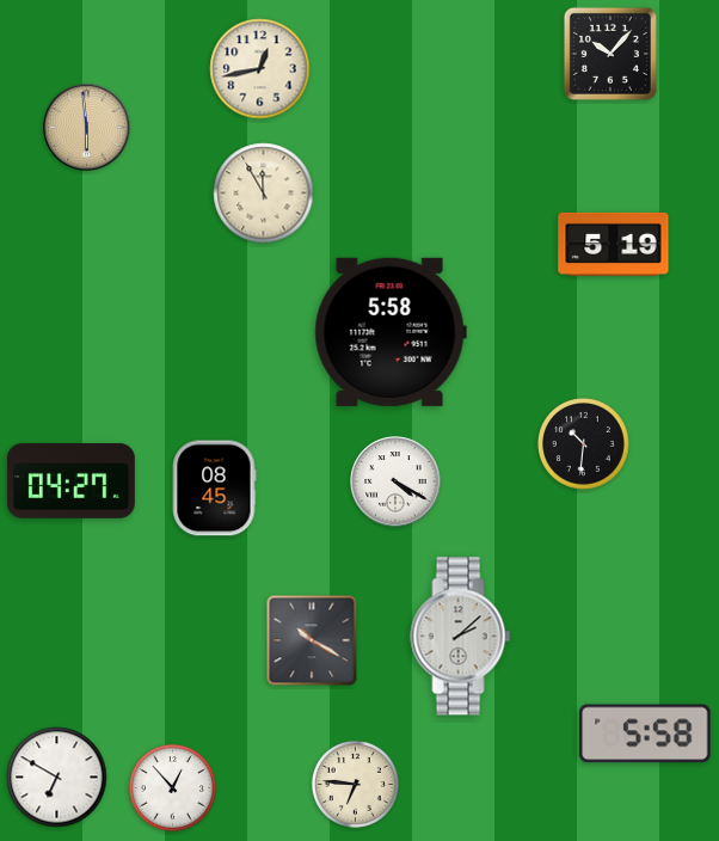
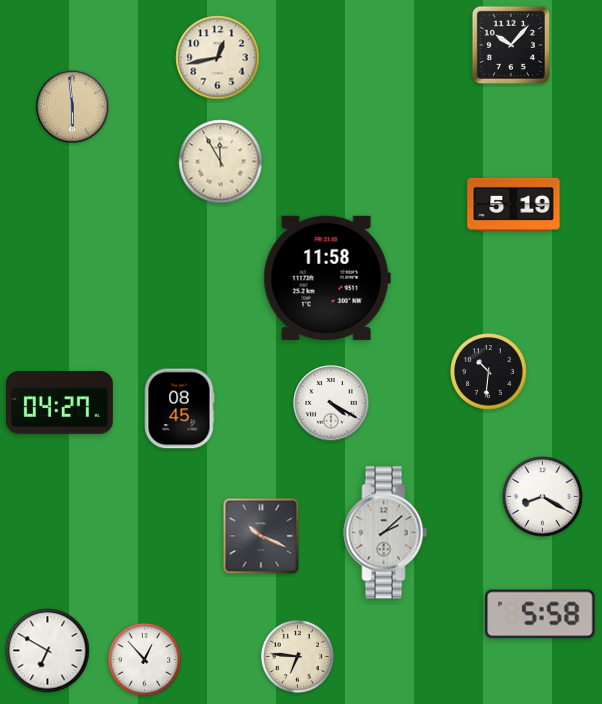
clock at (391, 332): 5:58 -> 11:58
clock at (543, 497): none -> 8:20
clock at (312, 640): 10:20 -> 10:19
